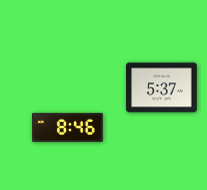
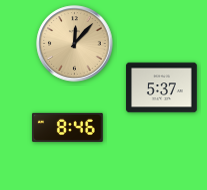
clock at (75, 44): none -> 12:07
